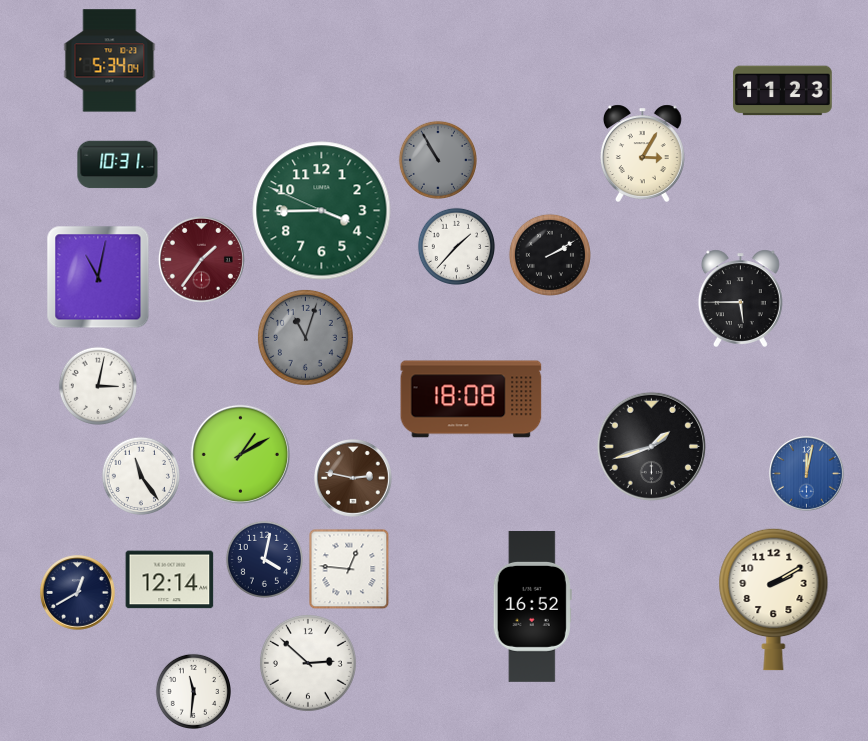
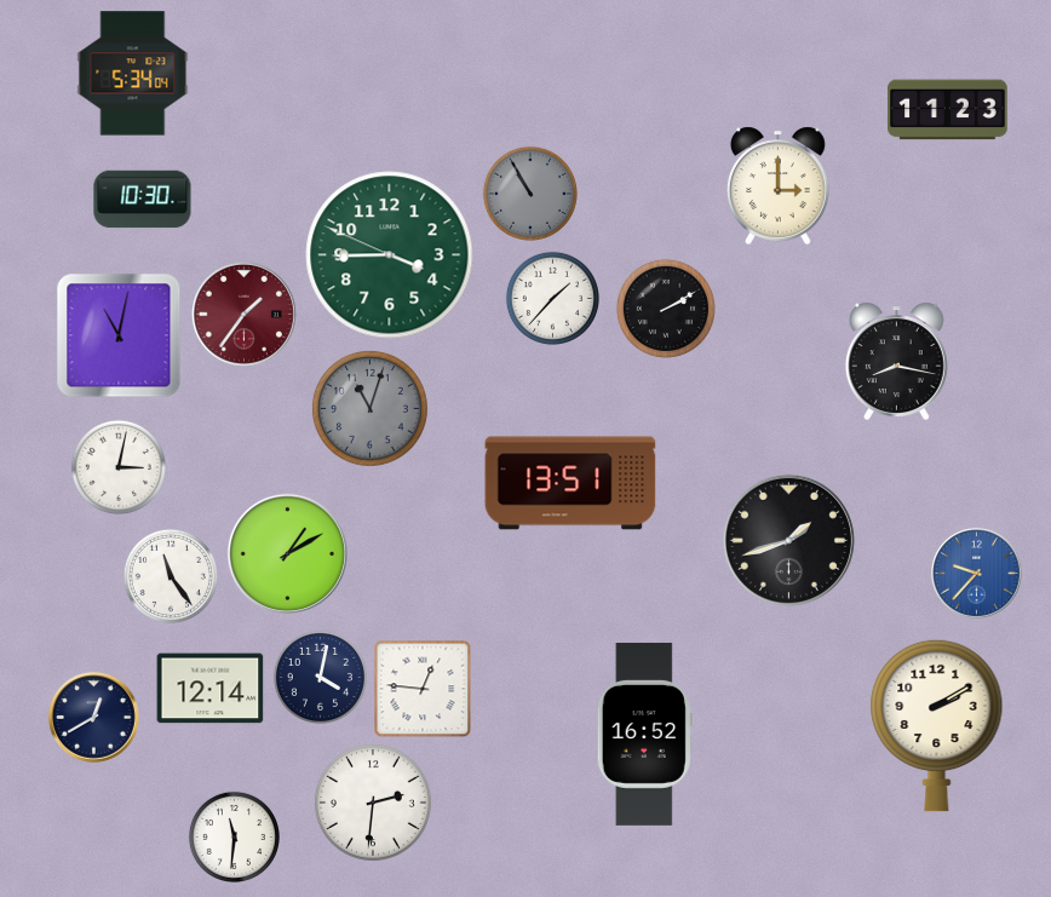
clock at (642, 153): 3:05 -> 3:00
clock at (118, 165): 10:31 -> 10:30
clock at (740, 298): 5:45 -> 8:17
clock at (471, 399): 18:08 -> 13:51
clock at (240, 454) position: (240, 454) -> (287, 553)
clock at (807, 474): 12:02 -> 9:37
clock at (354, 479): 2:47 -> none
clock at (170, 580) position: (170, 580) -> (211, 689)
clock at (308, 663): 2:52 -> 2:31
